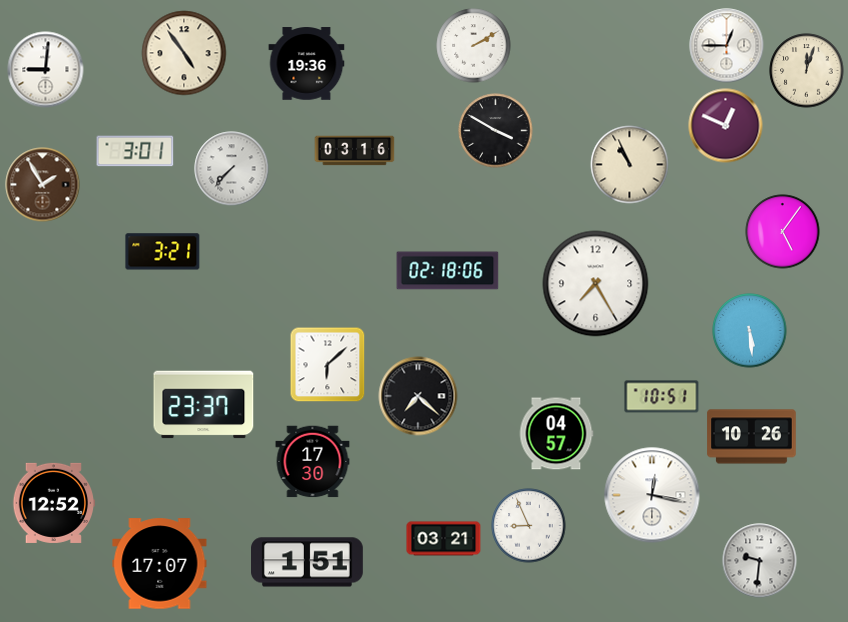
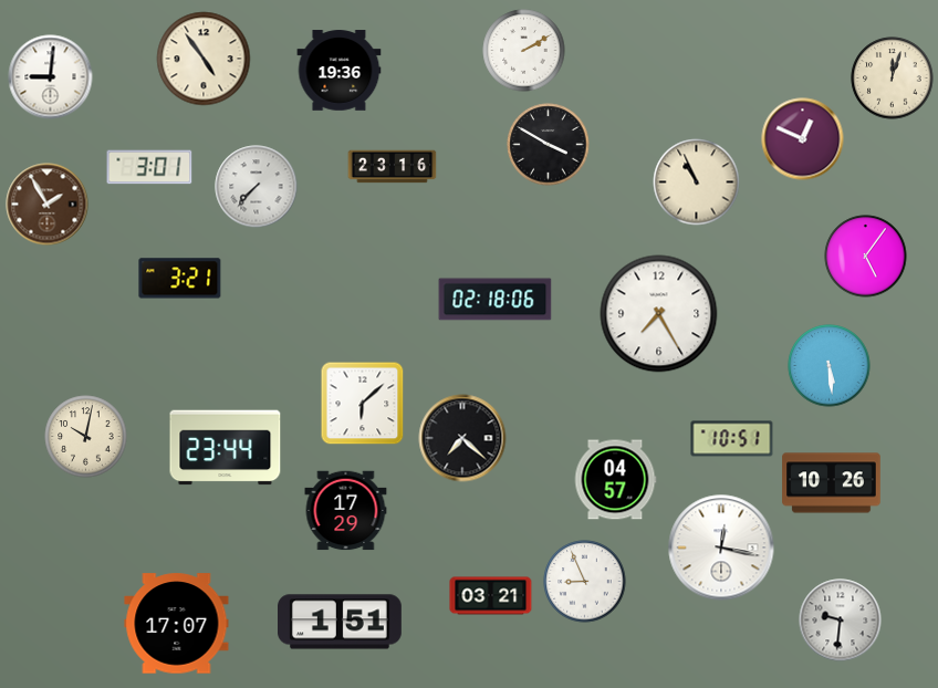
clock at (727, 46): 12:45 -> none
clock at (355, 151): 03:16 -> 23:16
clock at (86, 437): none -> 10:02
clock at (204, 405): 23:37 -> 23:44
clock at (313, 462): 17:30 -> 17:29
clock at (54, 503): 12:52 -> none
